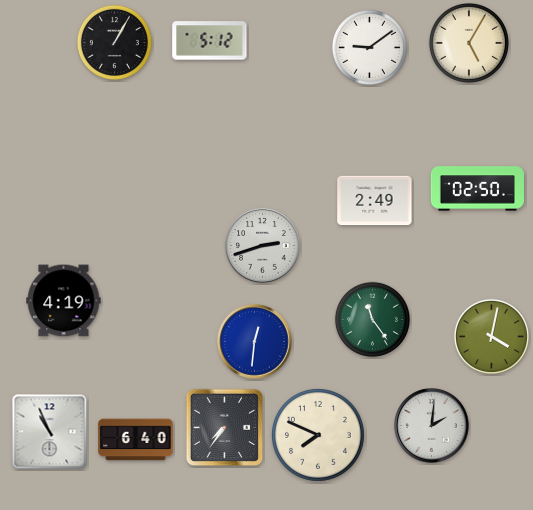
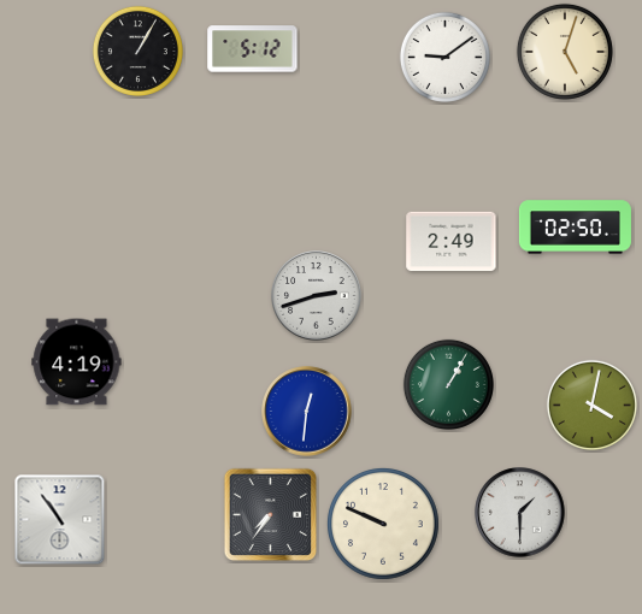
clock at (469, 43): 5:05 -> 5:03
clock at (372, 319): 11:24 -> 1:05
clock at (432, 426): 2:01 -> 1:30
clock at (50, 432): 10:56 -> 10:54
clock at (318, 435): 7:49 -> 9:49
clock at (136, 440): 6:40 -> none
